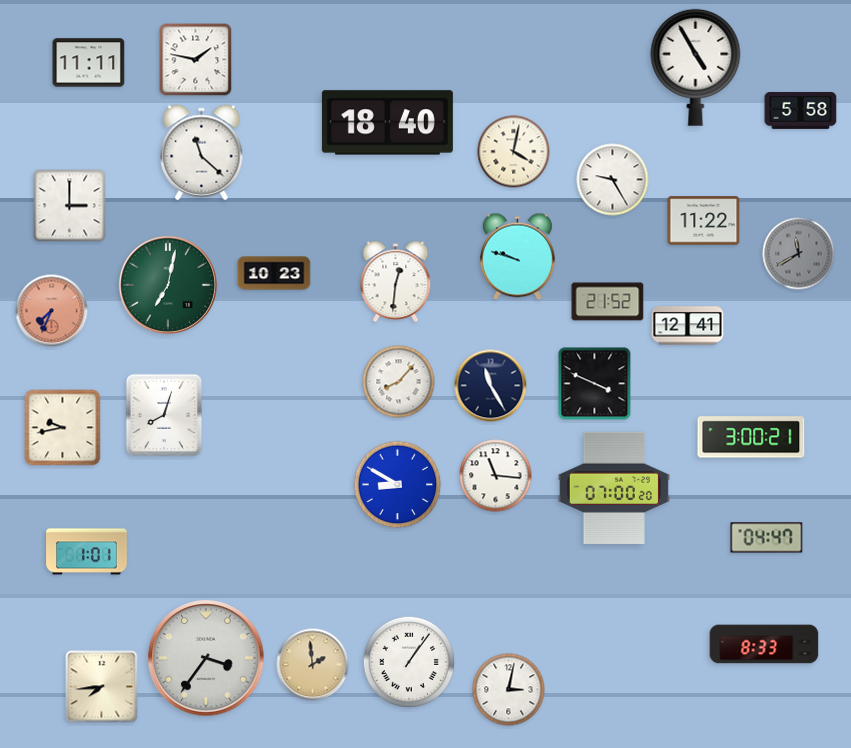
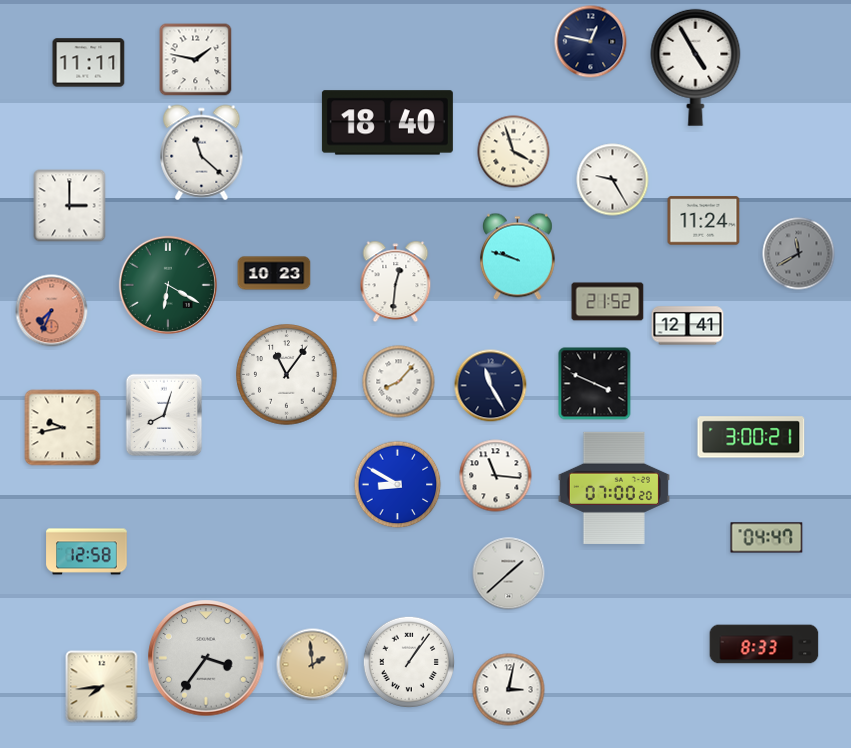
clock at (591, 42): none -> 12:47
clock at (801, 110): 5:58 -> none
clock at (514, 152): 4:02 -> 3:57
clock at (704, 221): 11:22 -> 11:24
clock at (168, 285): 7:02 -> 6:20
clock at (287, 375): none -> 11:06
clock at (87, 552): 1:01 -> 12:58
clock at (509, 574): none -> 1:38
